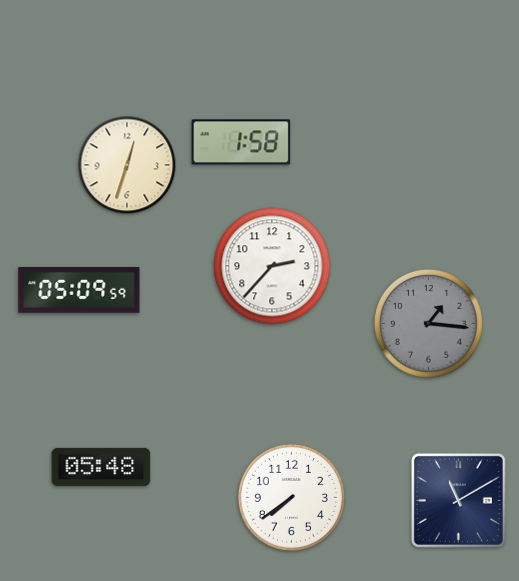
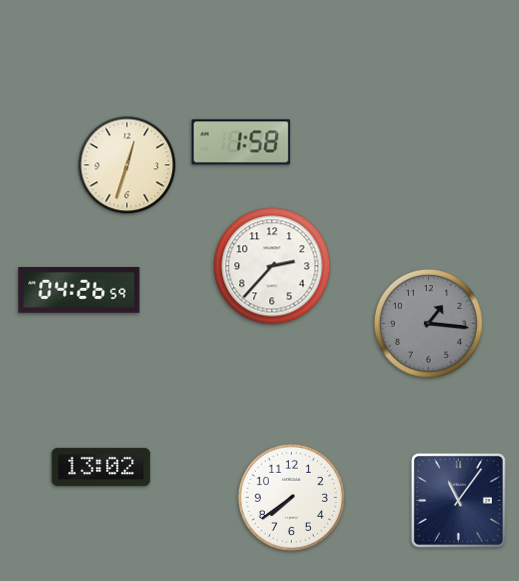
clock at (79, 290): 05:09 -> 04:26
clock at (101, 467): 05:48 -> 13:02
clock at (458, 500): 11:10 -> 11:06
